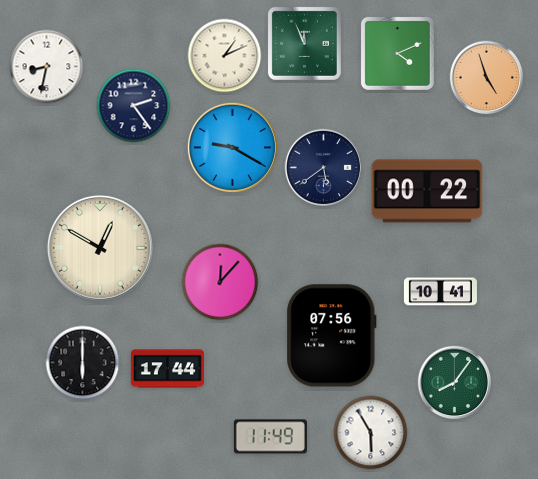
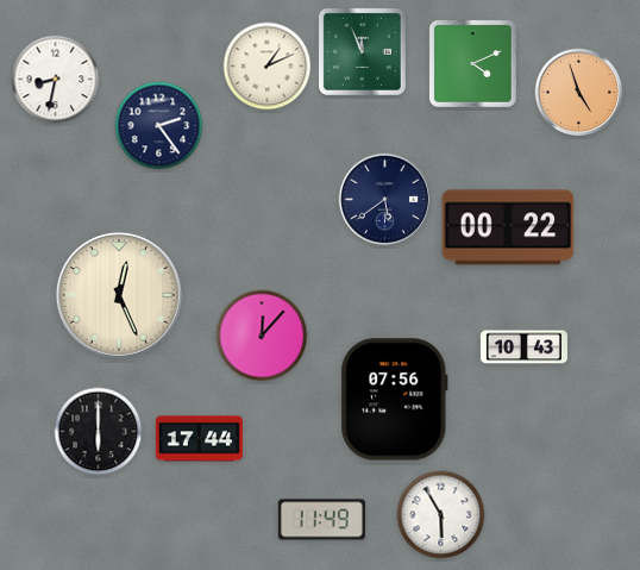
clock at (232, 147): 9:20 -> none
clock at (100, 248): 12:50 -> 12:26
clock at (440, 292): 10:41 -> 10:43
clock at (455, 383): 8:06 -> none
